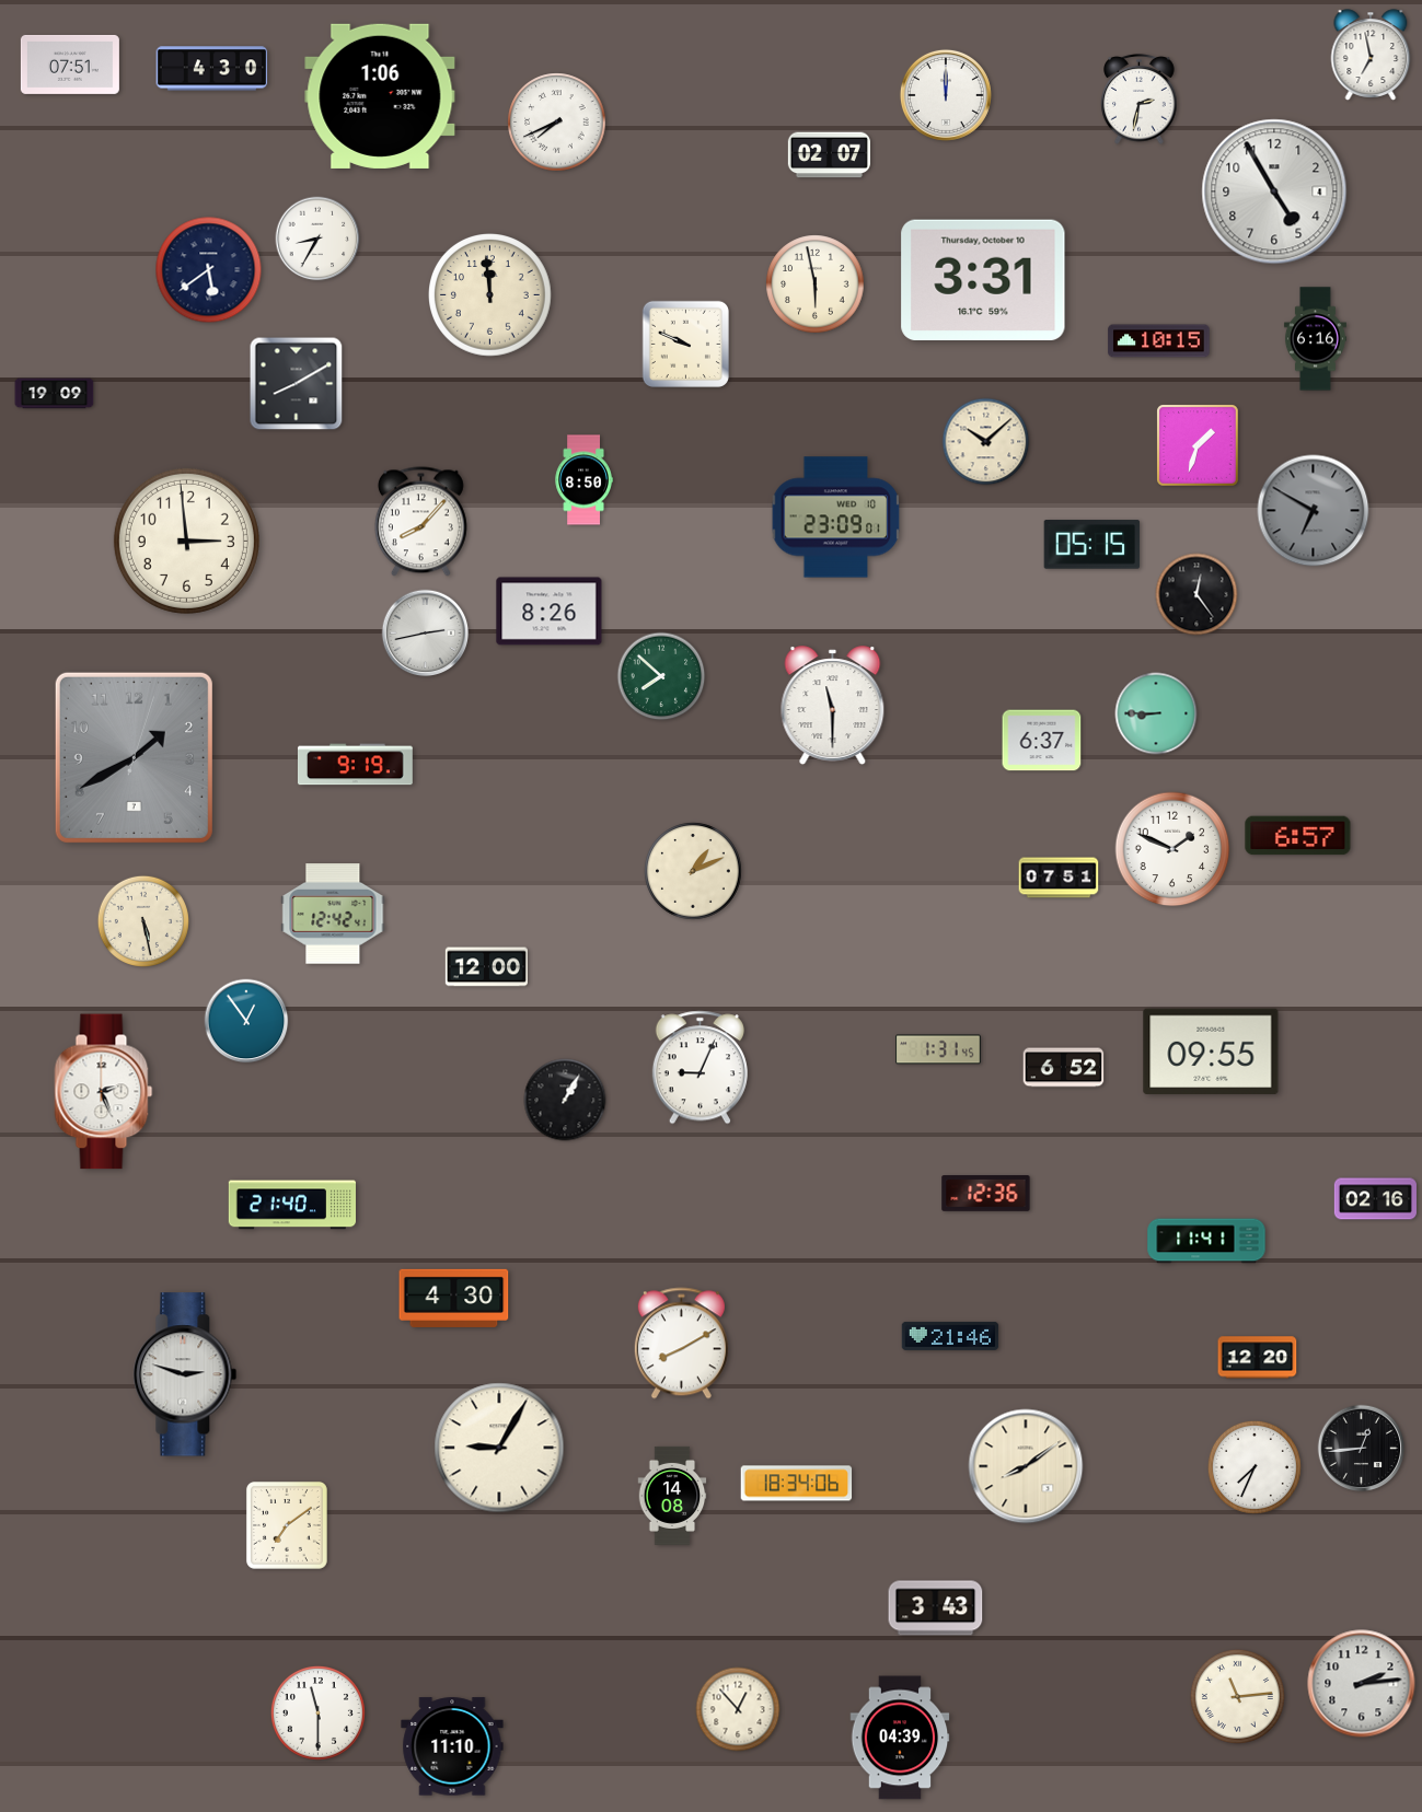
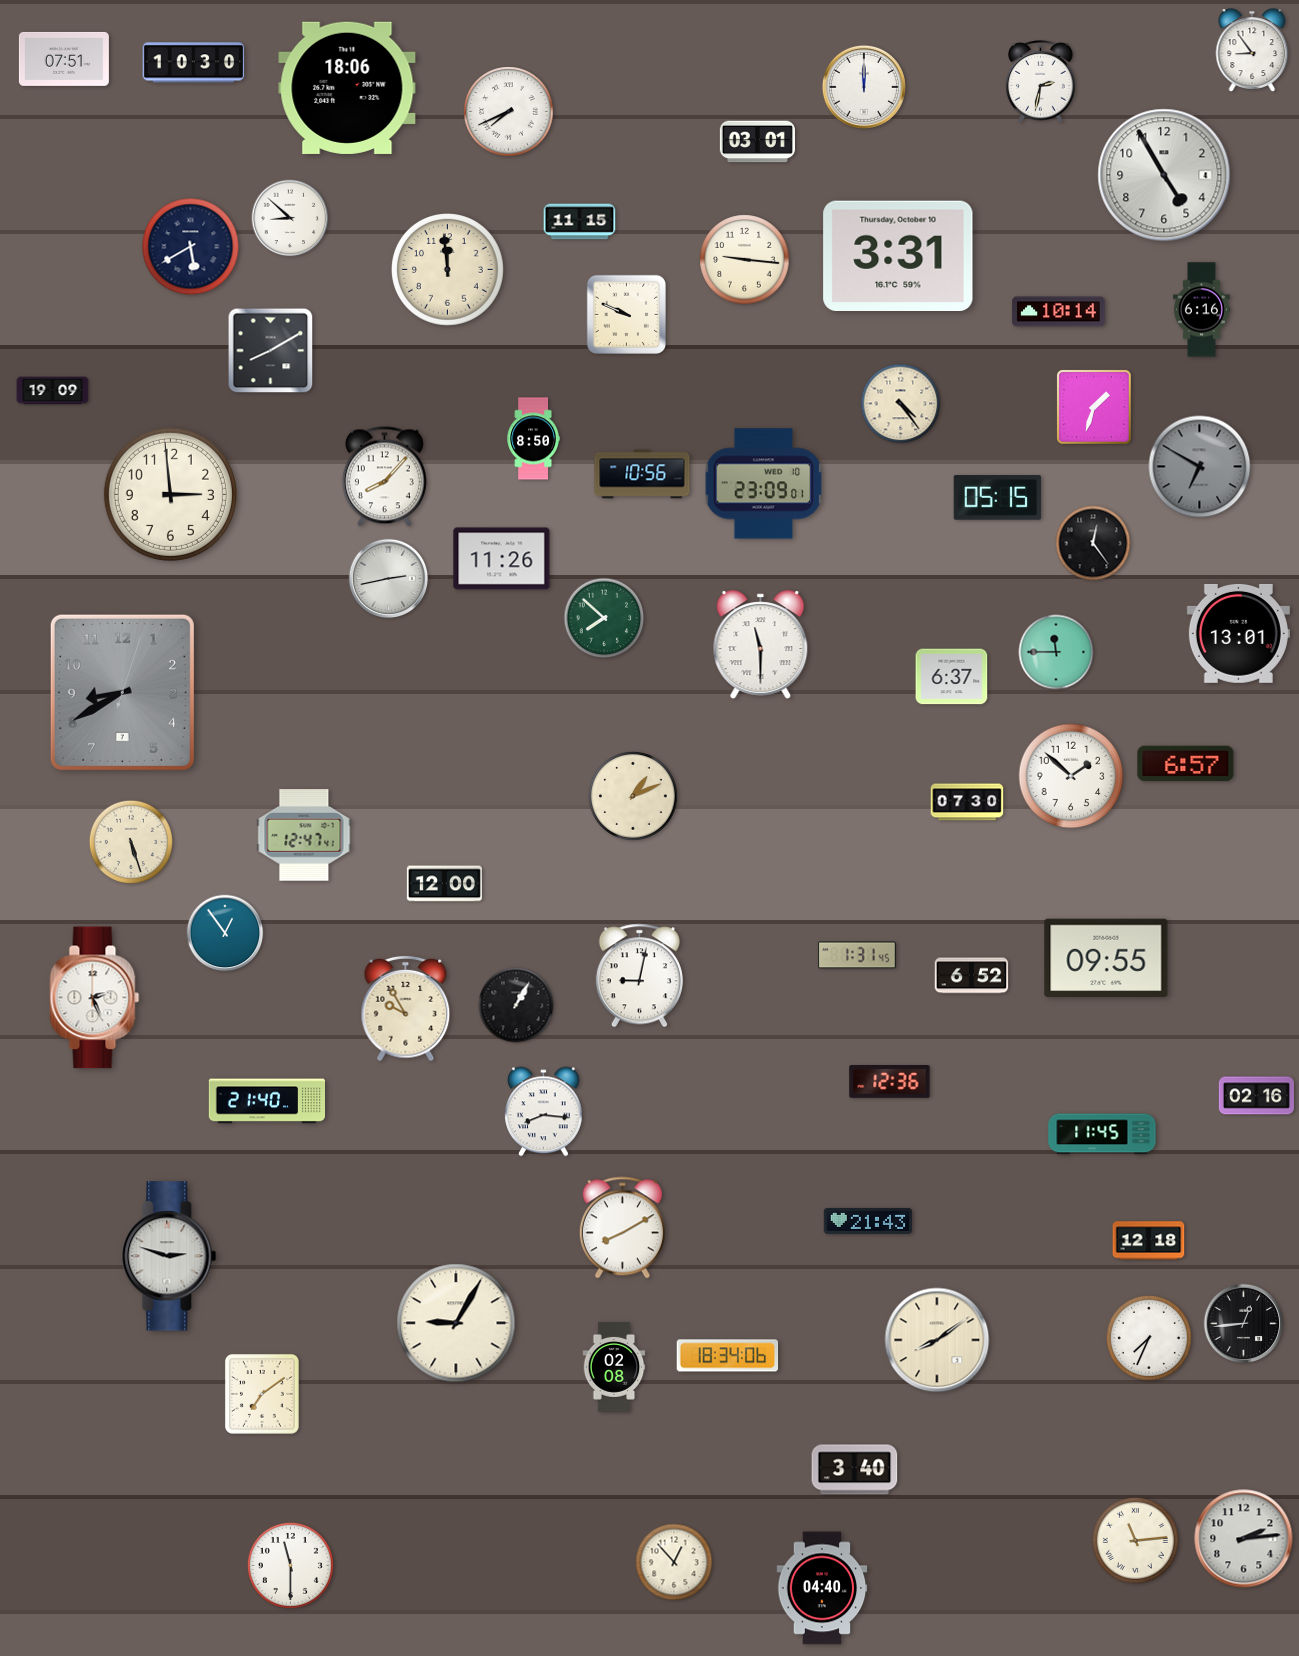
clock at (1371, 55): 6:58 -> 8:54
clock at (212, 69): 4:30 -> 10:30
clock at (380, 96): 1:06 -> 18:06
clock at (1140, 100) position: (1140, 100) -> (1041, 82)
clock at (829, 155): 02:07 -> 03:01
clock at (317, 239): 8:35 -> 8:52
clock at (580, 222): none -> 11:15
clock at (209, 270): 5:39 -> 5:40
clock at (816, 284): 5:58 -> 9:16
clock at (1159, 341): 10:15 -> 10:14
clock at (55, 394) position: (55, 394) -> (53, 391)
clock at (986, 442): 10:08 -> 4:24
clock at (836, 518) position: (836, 518) -> (764, 484)
clock at (642, 474): none -> 10:56
clock at (550, 612): 8:26 -> 11:26
clock at (1238, 633): none -> 13:01
clock at (1156, 713): 8:45 -> 11:45
clock at (134, 757): 1:40 -> 8:40
clock at (355, 765): 9:19 -> none
clock at (1172, 849): 1:49 -> 1:52
clock at (1059, 878): 07:51 -> 07:30
clock at (333, 914): 12:42 -> 12:47
clock at (142, 920): 5:28 -> 5:27
clock at (938, 1049) position: (938, 1049) -> (857, 955)
clock at (1211, 1052) position: (1211, 1052) -> (1106, 958)
clock at (700, 1068): 9:04 -> 9:02
clock at (406, 1009): none -> 9:55
clock at (986, 1194) position: (986, 1194) -> (890, 1082)
clock at (544, 1112): none -> 8:16
clock at (1206, 1241): 11:41 -> 11:45
clock at (454, 1298): 4:30 -> none
clock at (950, 1336): 21:46 -> 21:43
clock at (1258, 1358): 12:20 -> 12:18
clock at (1255, 1467) position: (1255, 1467) -> (1149, 1338)
clock at (672, 1496): 14:08 -> 02:08
clock at (936, 1608): 3:43 -> 3:40
clock at (1237, 1696) position: (1237, 1696) -> (1135, 1540)
clock at (900, 1738): 04:39 -> 04:40
clock at (452, 1746): 11:10 -> none
